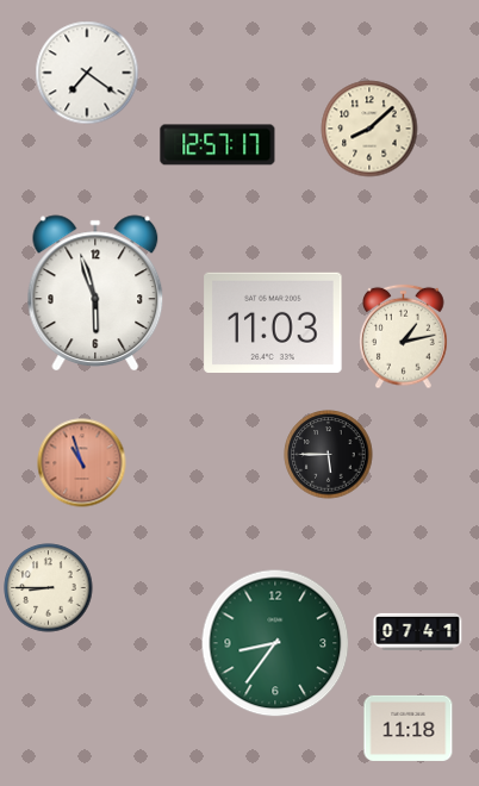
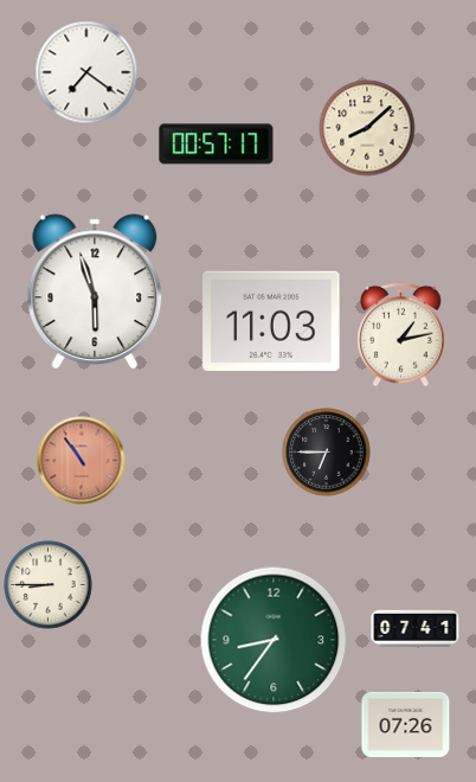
clock at (218, 145): 12:57 -> 00:57
clock at (329, 455): 5:45 -> 6:45
clock at (82, 463): 10:57 -> 10:54
clock at (409, 728): 11:18 -> 07:26
